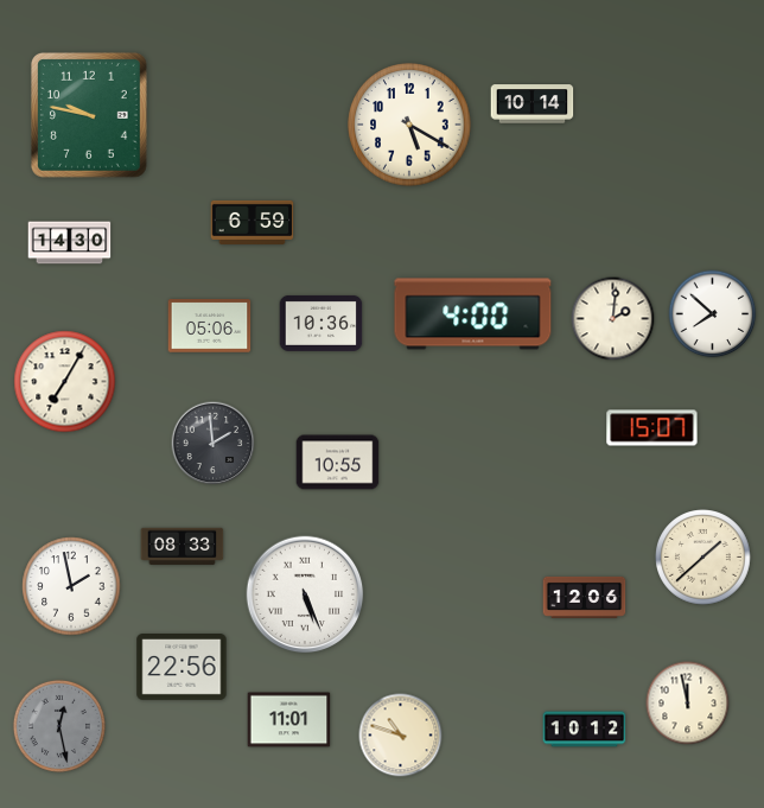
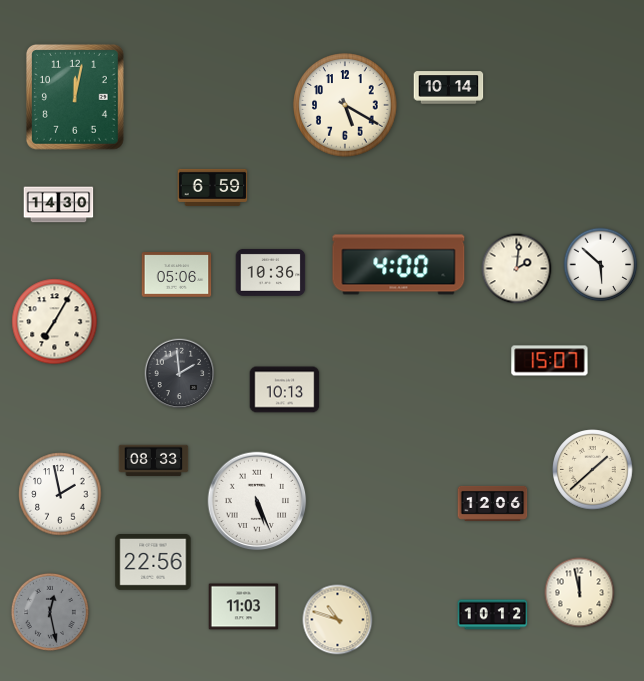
clock at (89, 115): 9:47 -> 12:02
clock at (713, 314): 7:52 -> 5:52
clock at (338, 463): 10:55 -> 10:13
clock at (289, 720): 11:01 -> 11:03
